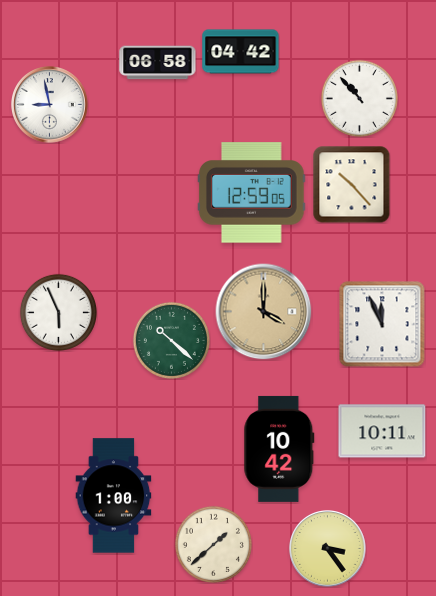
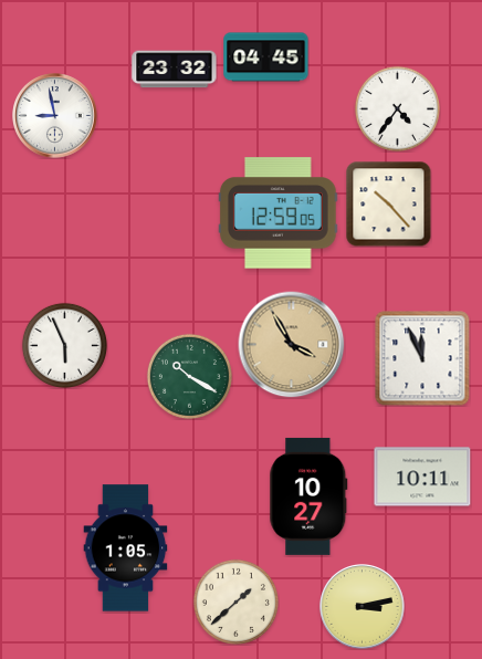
clock at (241, 52): 04:42 -> 04:45
clock at (158, 63): 06:58 -> 23:32
clock at (359, 98): 10:53 -> 4:36
clock at (264, 312): 4:00 -> 3:55
clock at (171, 340): 10:22 -> 10:20
clock at (279, 449): 10:42 -> 10:27
clock at (114, 496): 1:00 -> 1:05
clock at (328, 549): 3:24 -> 3:13
